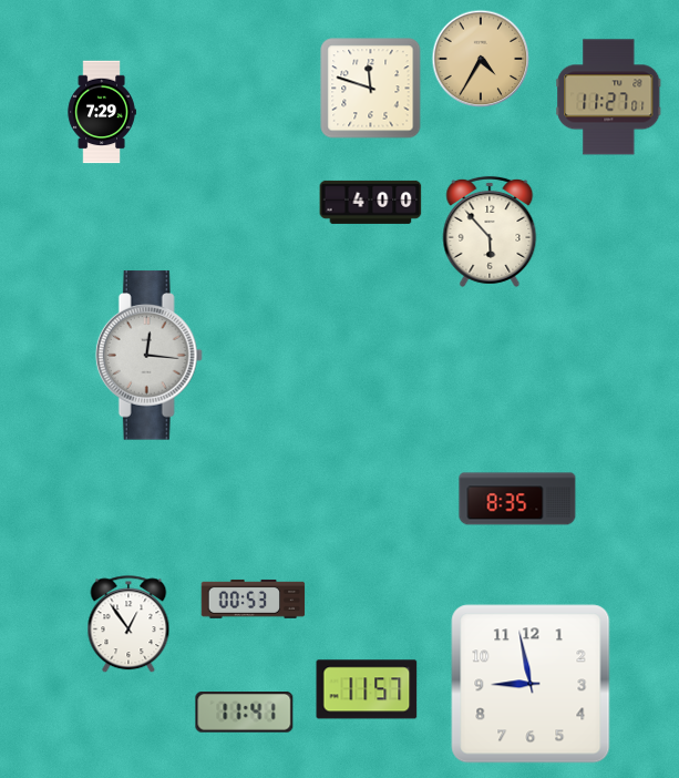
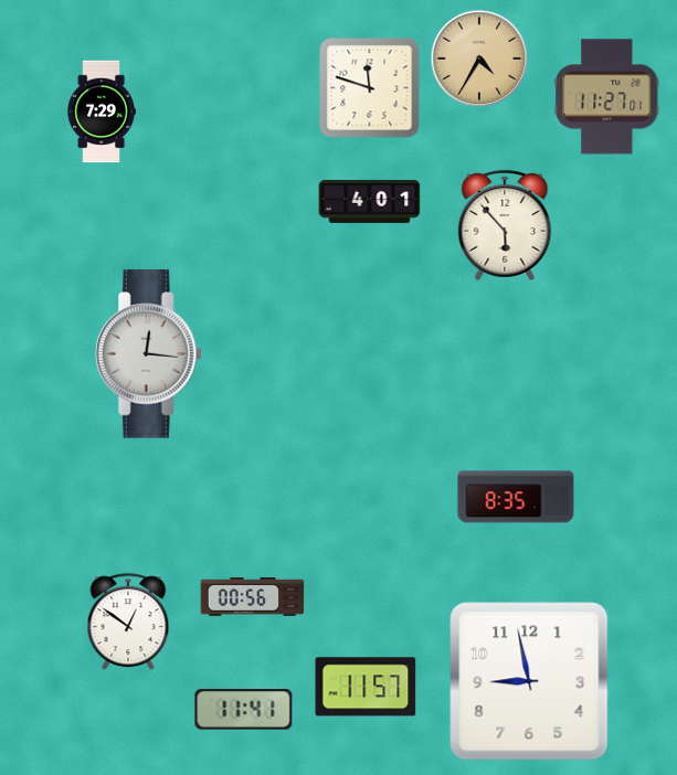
clock at (371, 202): 4:00 -> 4:01
clock at (490, 232) position: (490, 232) -> (505, 225)
clock at (254, 598): 00:53 -> 00:56
clock at (128, 625): 12:54 -> 12:51
